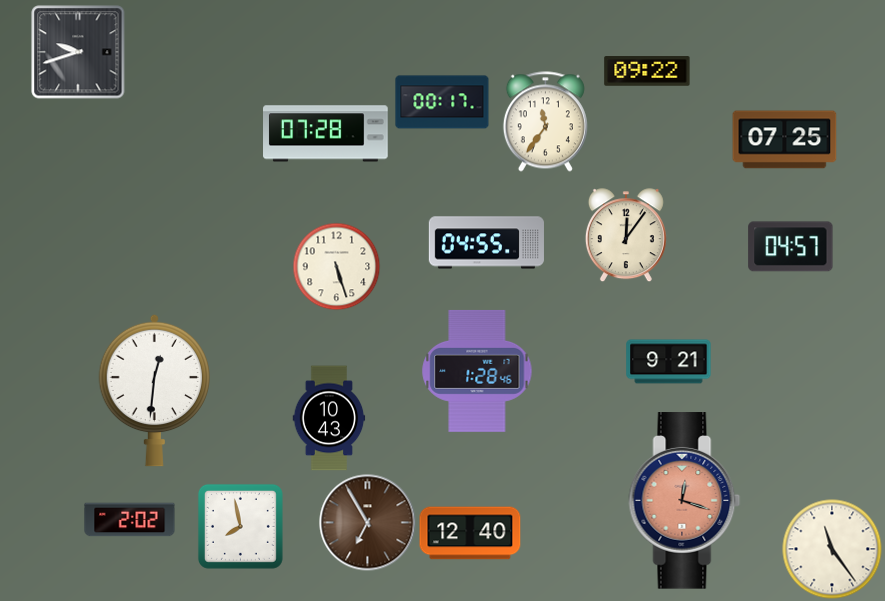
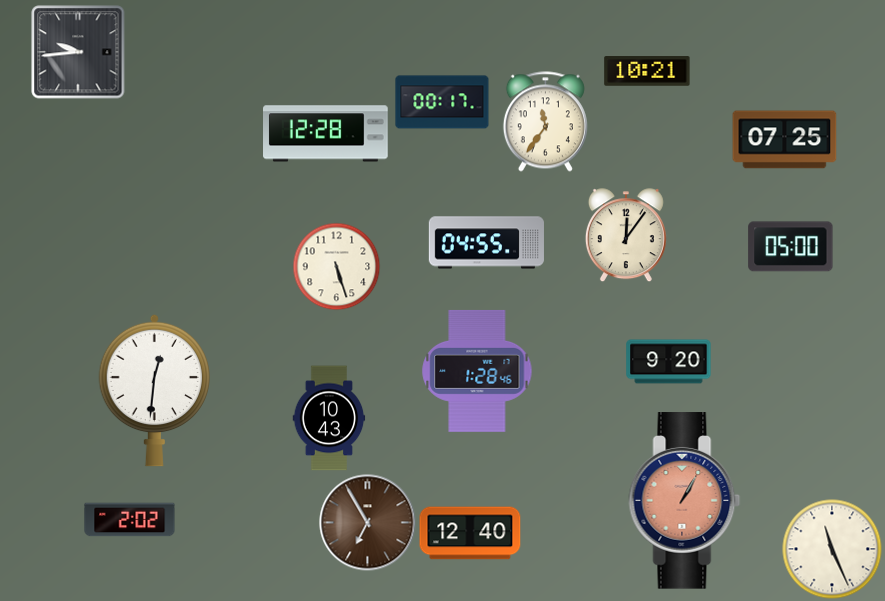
clock at (78, 52): 9:42 -> 9:44
clock at (647, 71): 09:22 -> 10:21
clock at (326, 134): 07:28 -> 12:28
clock at (791, 247): 04:57 -> 05:00
clock at (669, 362): 9:21 -> 9:20
clock at (685, 501): 12:18 -> 1:05
clock at (240, 526): 7:58 -> none
clock at (832, 549): 11:24 -> 11:26
